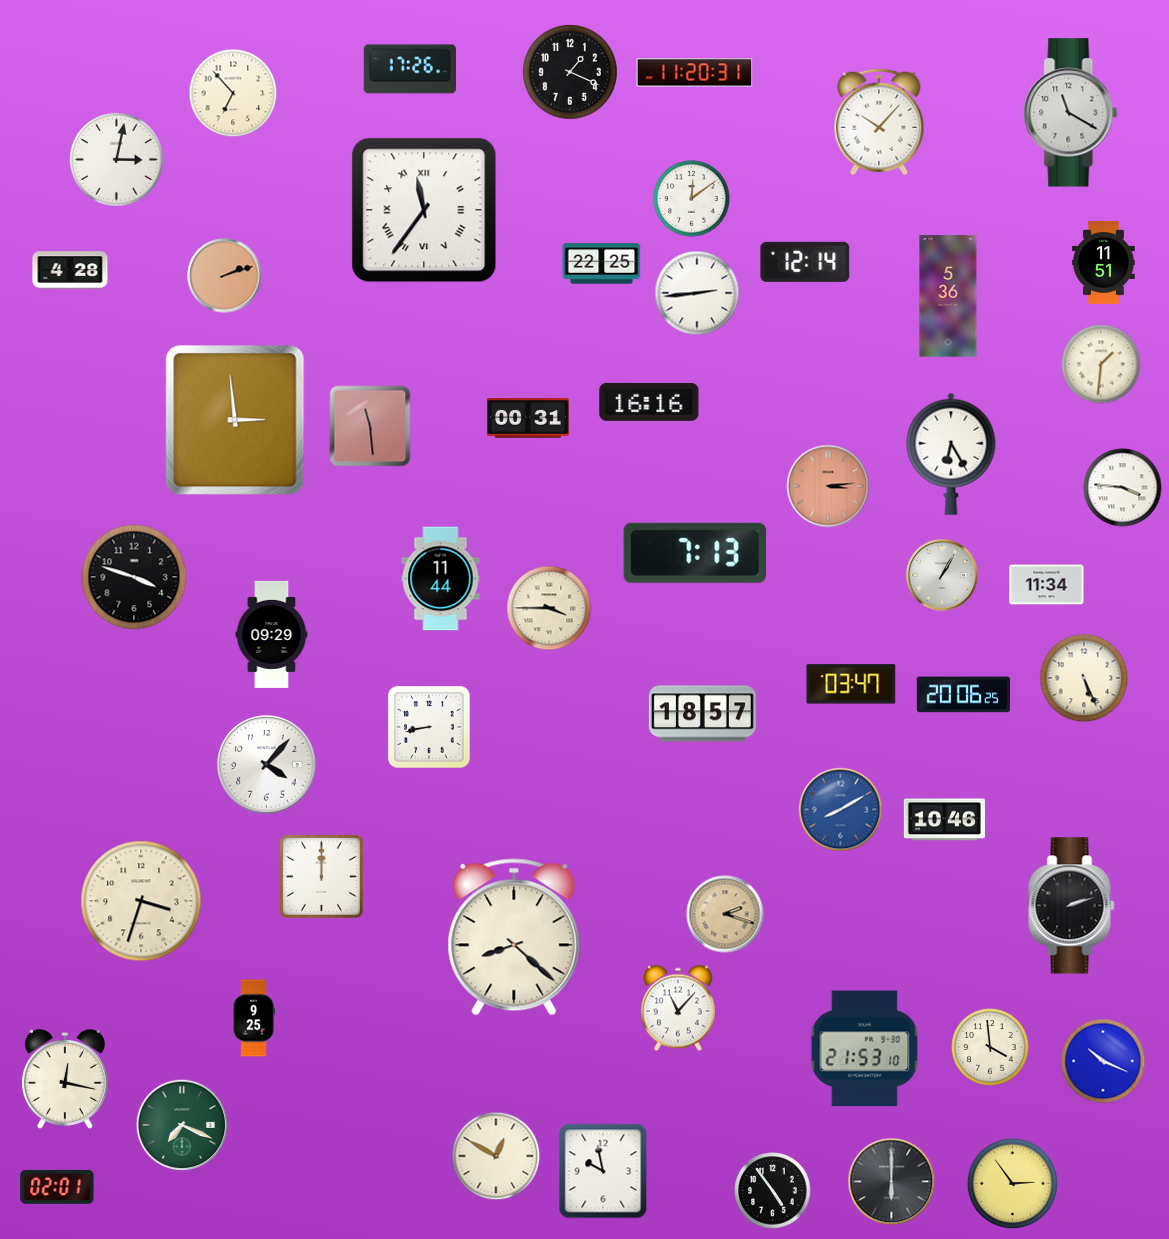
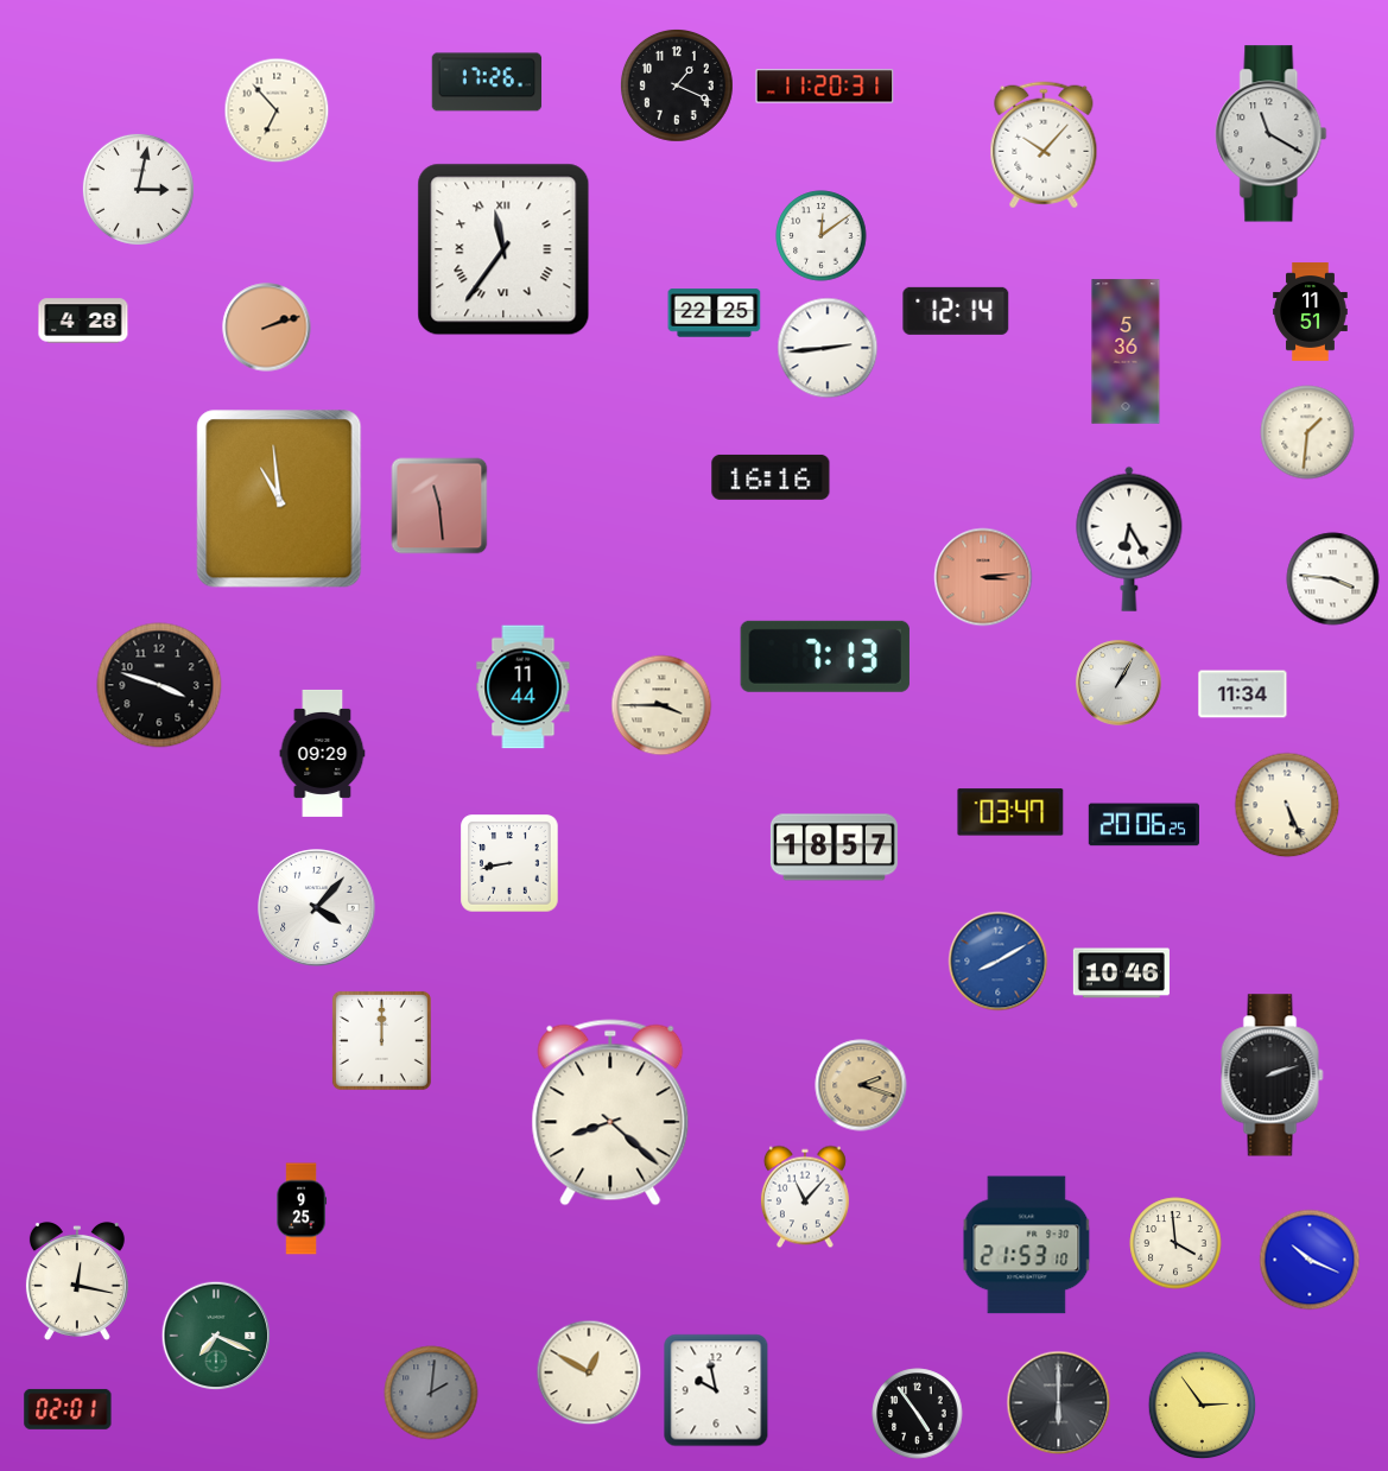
clock at (528, 418): 00:31 -> none
clock at (235, 420): 2:59 -> 10:59
clock at (549, 608) position: (549, 608) -> (661, 705)
clock at (141, 901): 3:33 -> none
clock at (431, 1393): none -> 2:01
